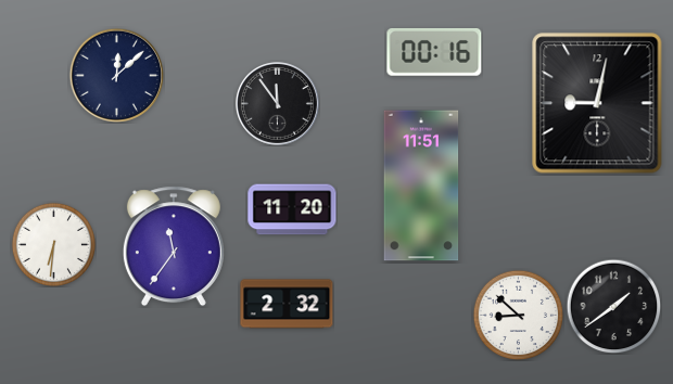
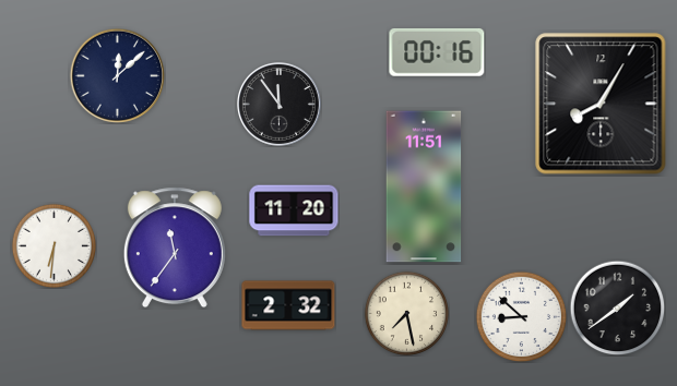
clock at (597, 103): 9:02 -> 8:05
clock at (406, 313): none -> 7:28
